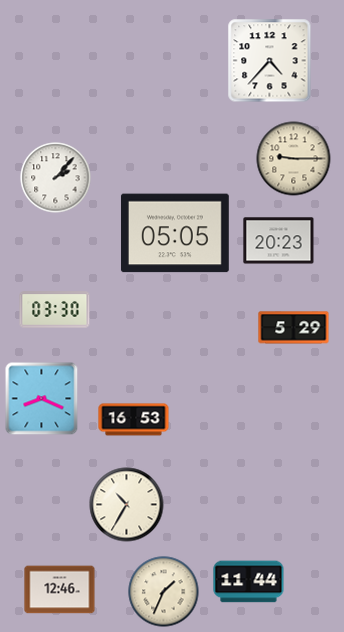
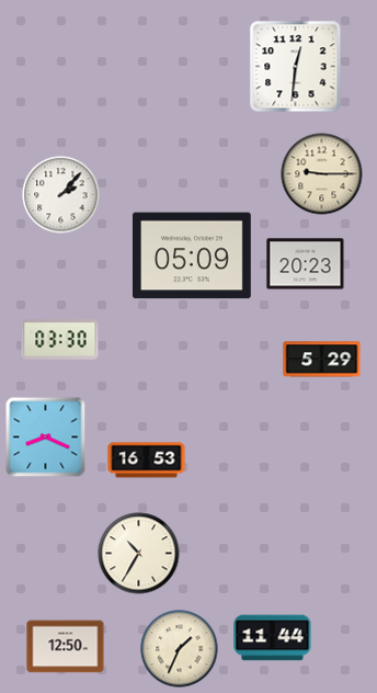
clock at (270, 61): 4:37 -> 12:31
clock at (175, 233): 05:05 -> 05:09
clock at (60, 590): 12:46 -> 12:50
